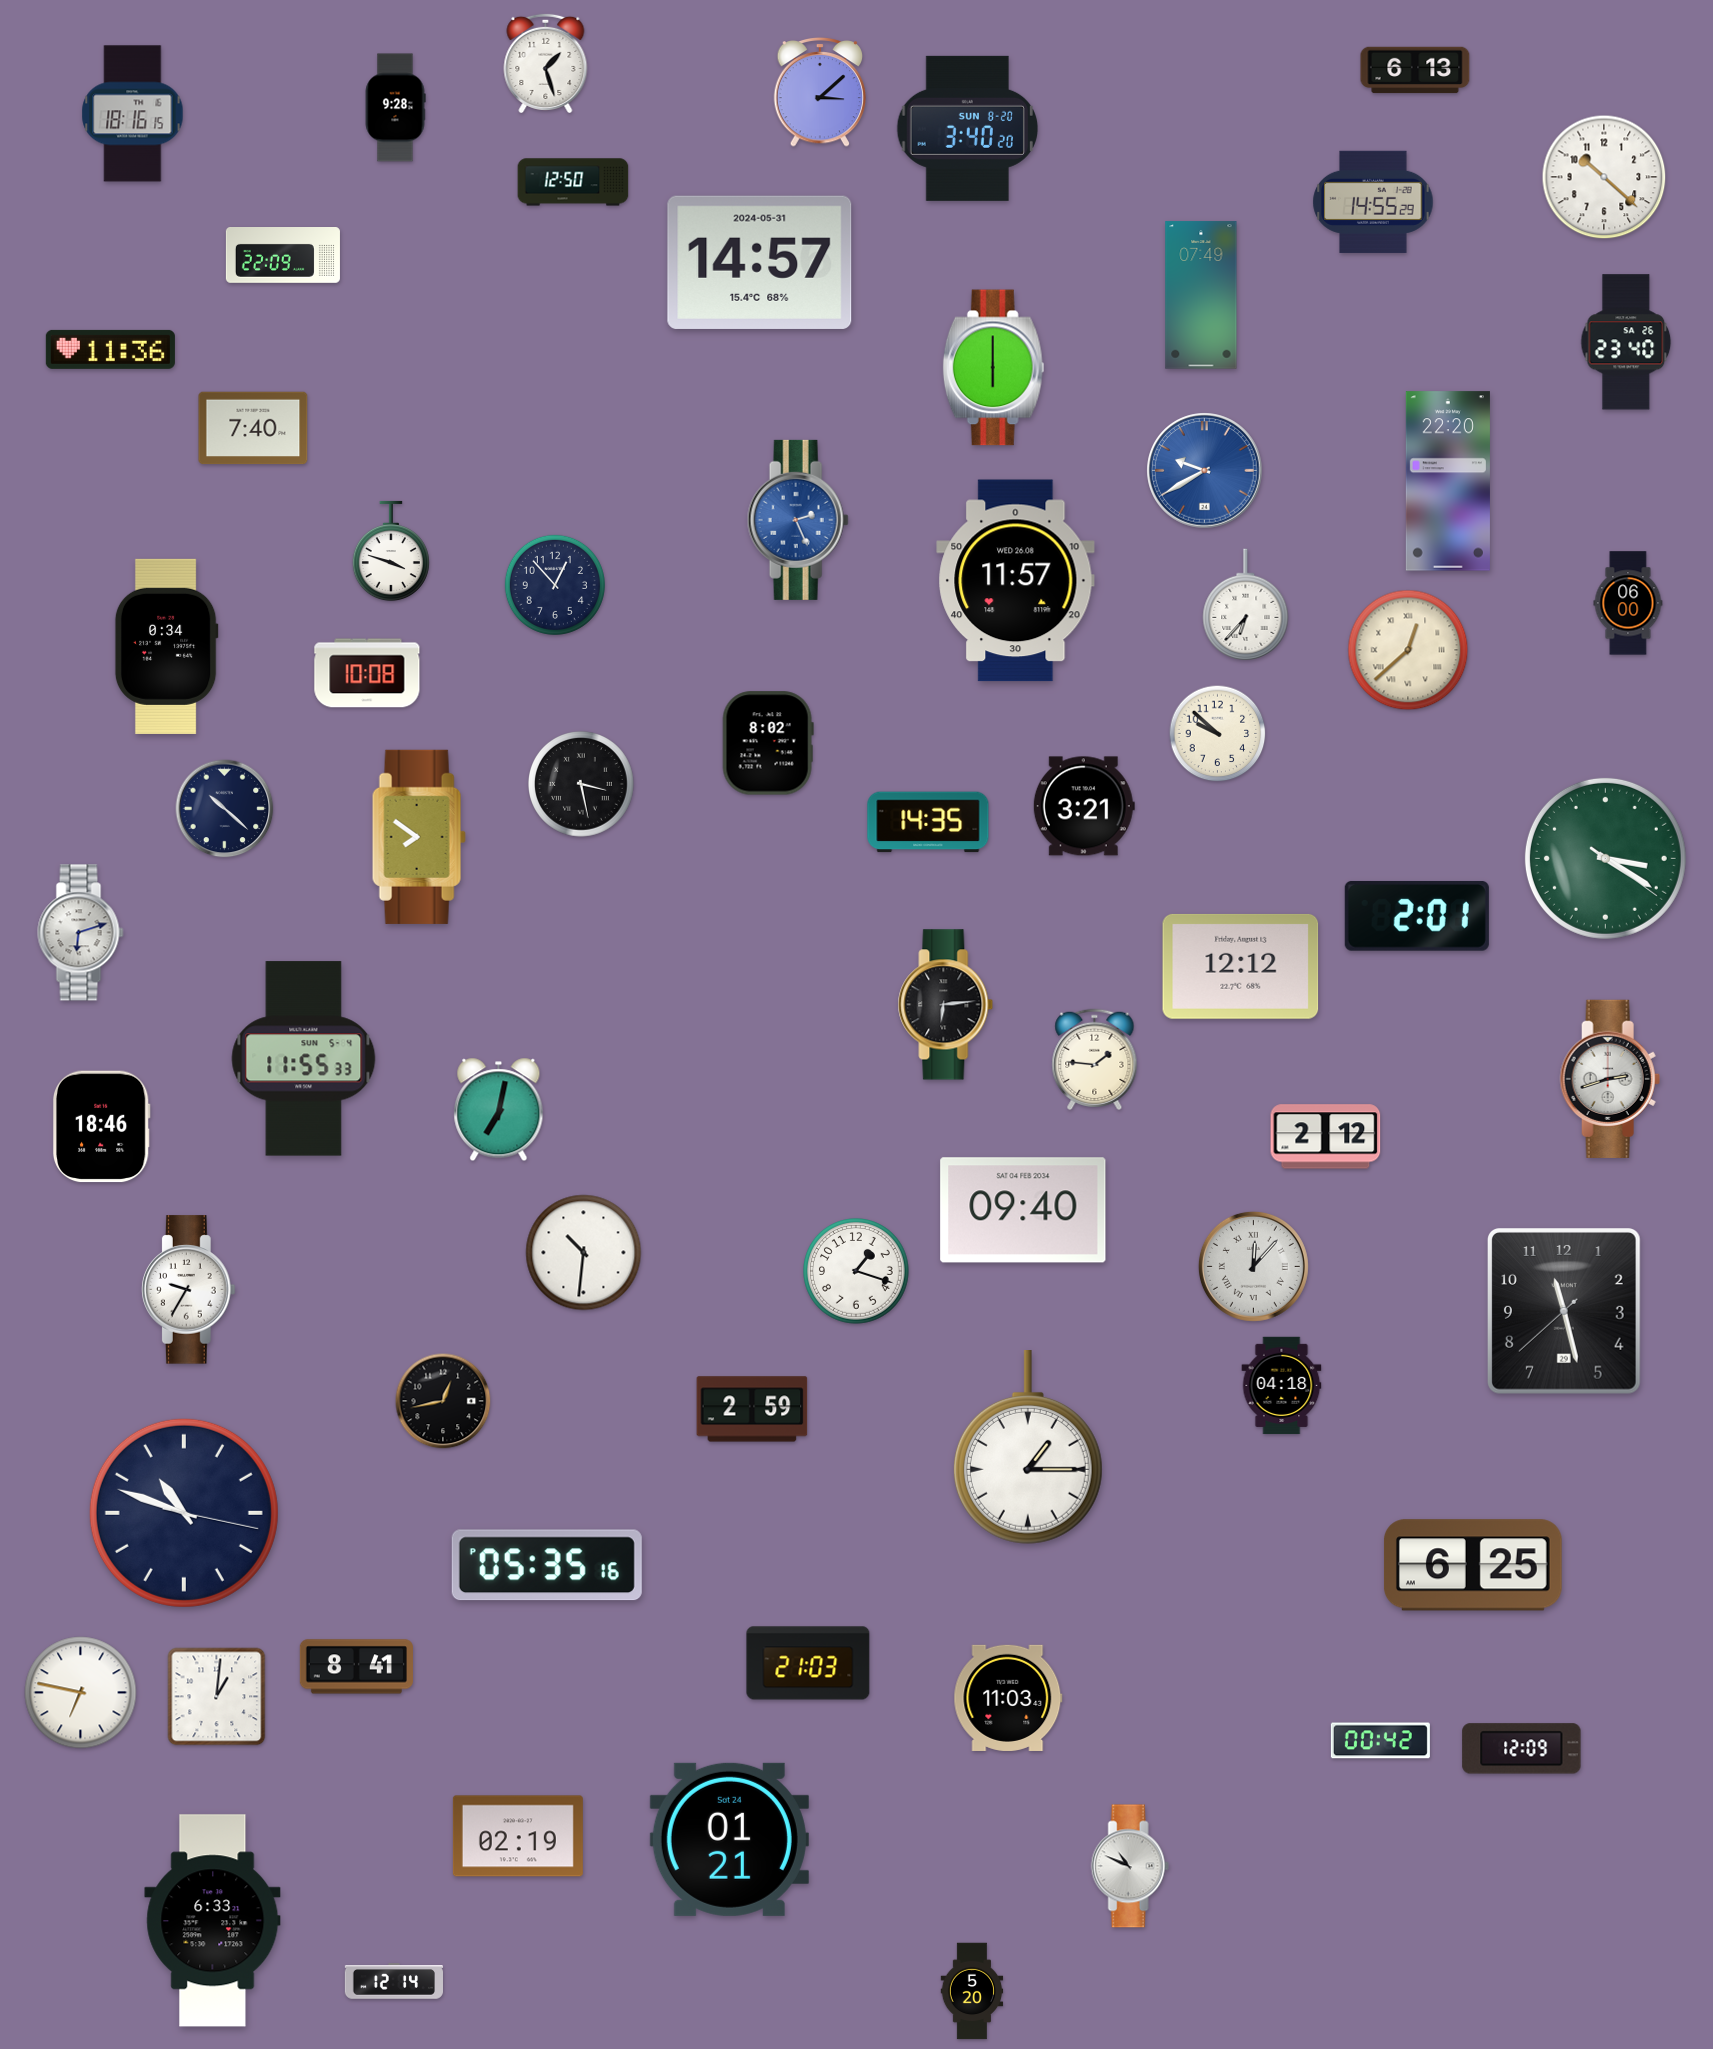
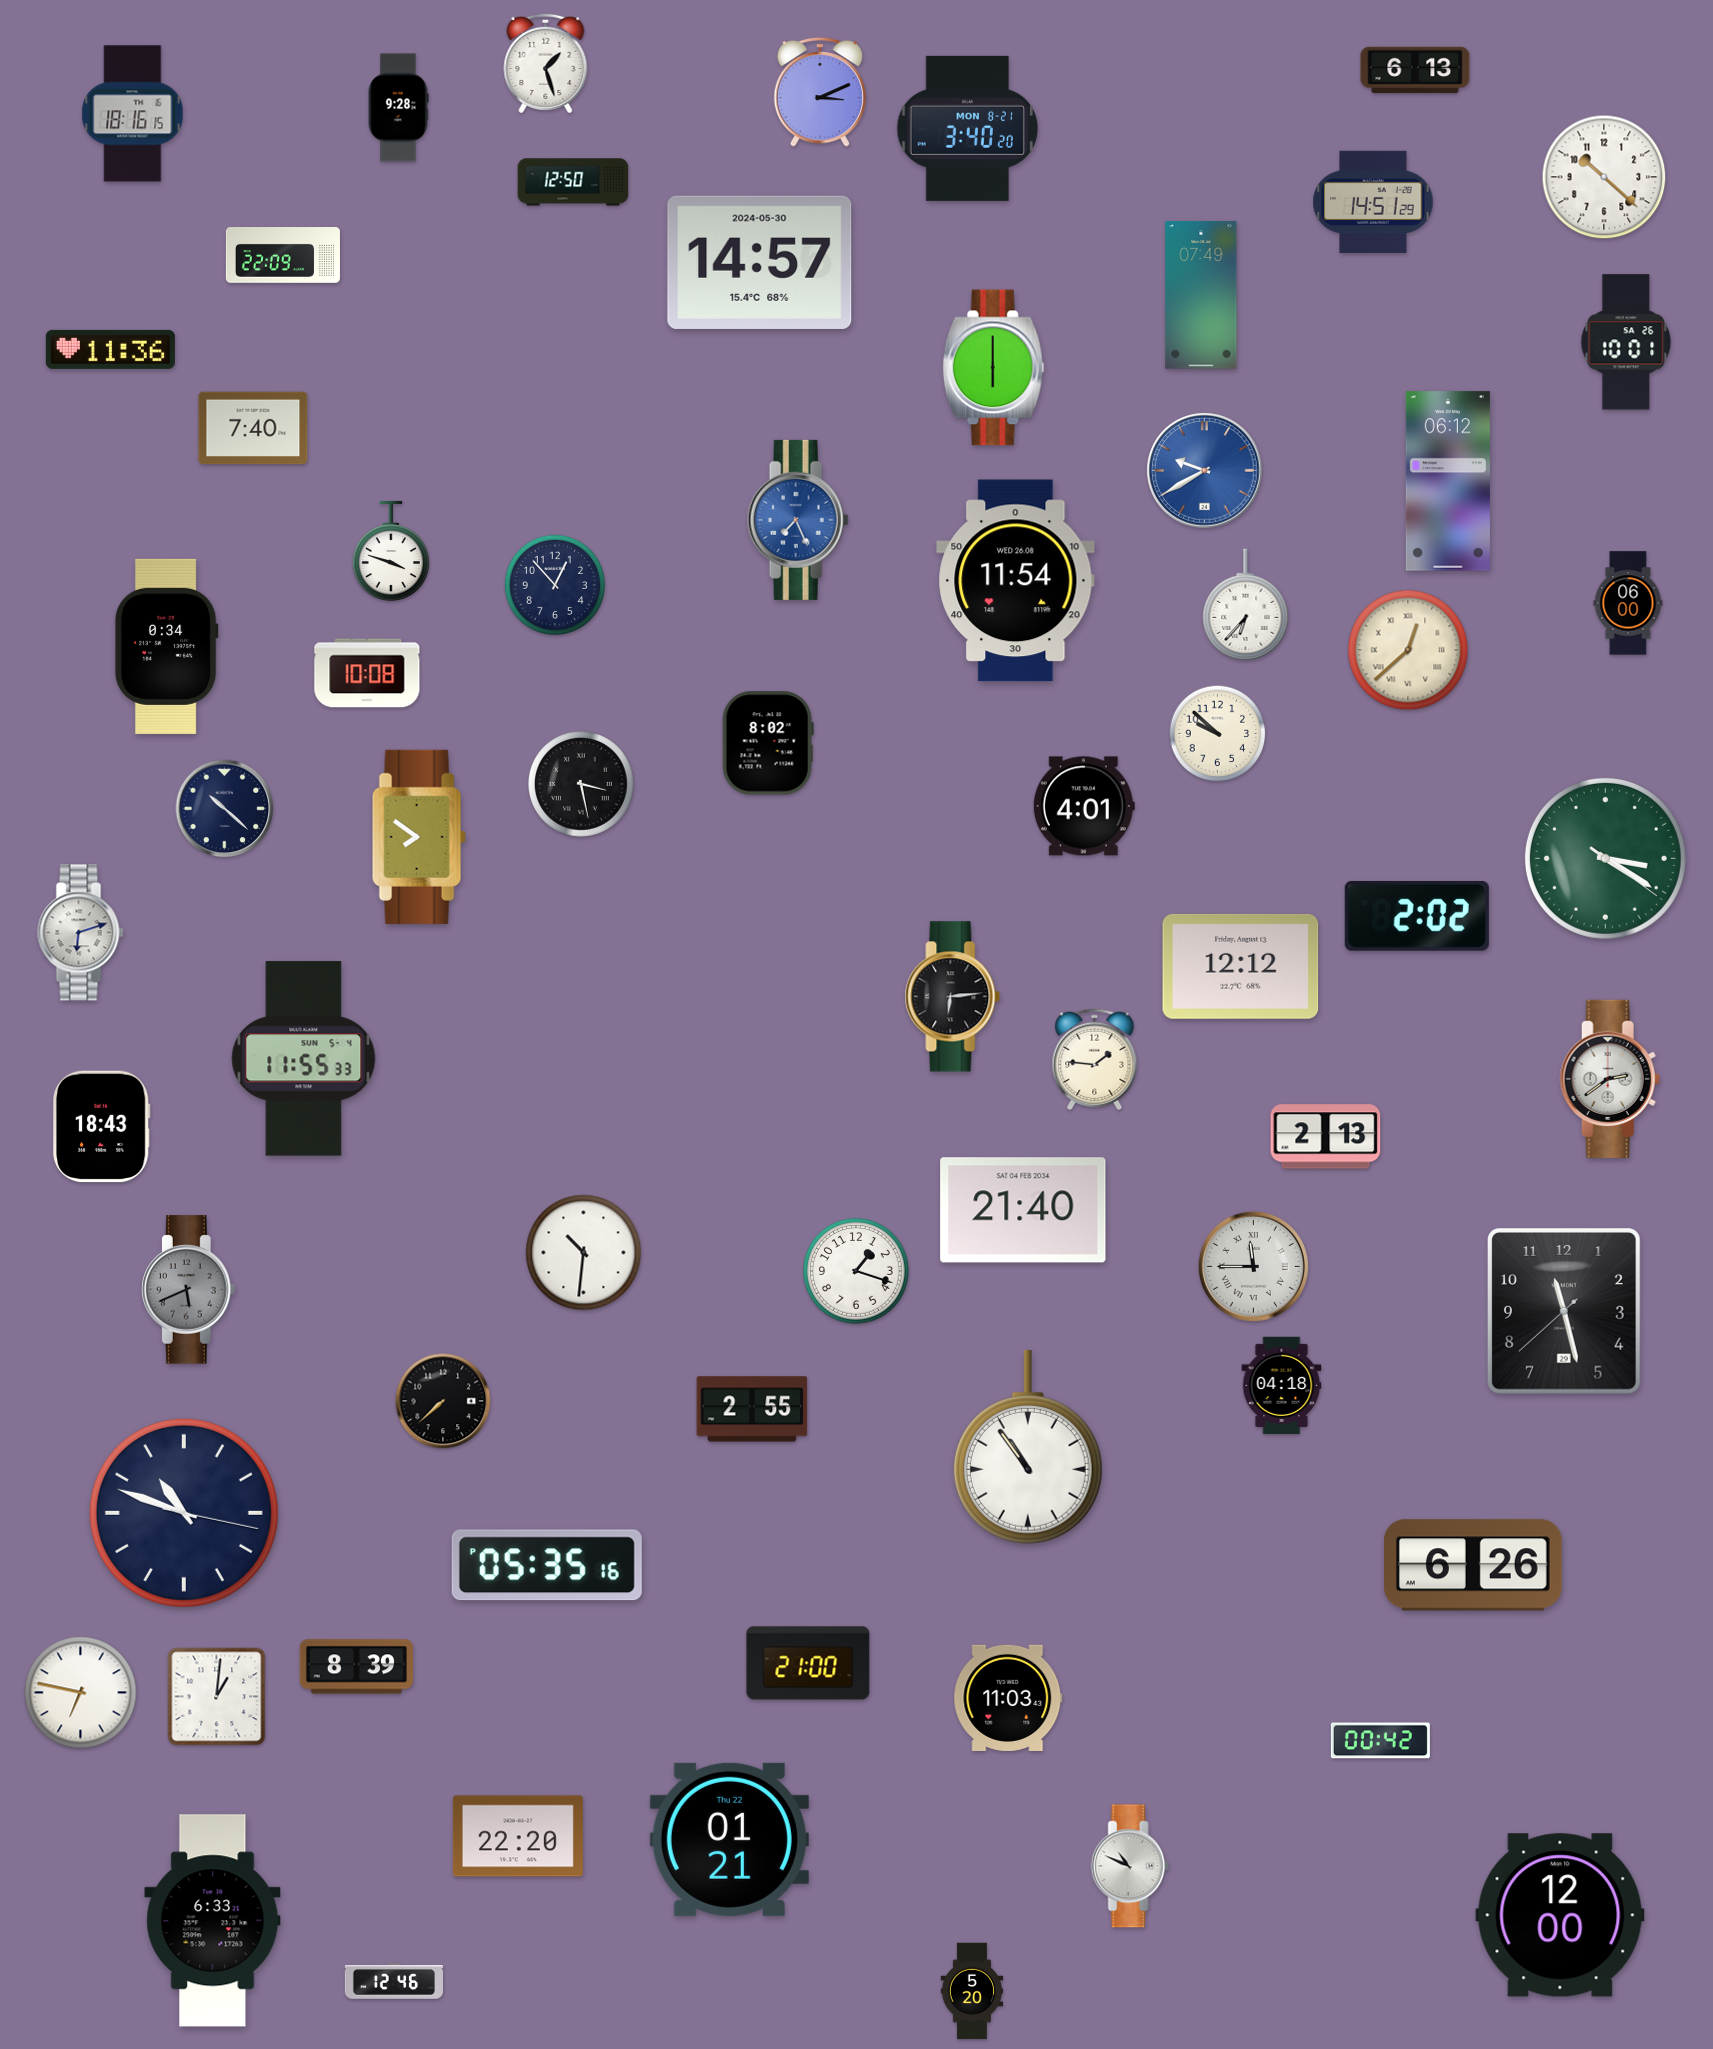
clock at (820, 92): 3:08 -> 3:11
clock at (395, 108) position: (395, 108) -> (398, 108)
clock at (967, 128) date: SUN 8-20 -> MON 8-21
clock at (1373, 202): 14:55 -> 14:51
clock at (760, 262) date: 2024-05-31 -> 2024-05-30
clock at (1626, 342): 23:40 -> 10:01
clock at (1448, 481): 22:20 -> 06:12
clock at (798, 520): 2:26 -> 7:26
clock at (1016, 581): 11:57 -> 11:54
clock at (1084, 806): 3:21 -> 4:01
clock at (928, 822): 14:35 -> none
clock at (1417, 916): 2:01 -> 2:02
clock at (946, 1005) position: (946, 1005) -> (953, 997)
clock at (1610, 1079): 2:42 -> 2:39
clock at (499, 1110): 7:02 -> none
clock at (101, 1127): 18:46 -> 18:43
clock at (1326, 1137): 2:12 -> 2:13
clock at (1023, 1210): 09:40 -> 21:40
clock at (1253, 1266): 12:07 -> 11:45
clock at (188, 1290): 9:35 -> 5:41
clock at (188, 1290) dial: white -> grey
clock at (443, 1401): 12:43 -> 7:38
clock at (752, 1409): 2:59 -> 2:55
clock at (1028, 1448): 1:15 -> 10:54
clock at (1473, 1565): 6:25 -> 6:26
clock at (808, 1663): 21:03 -> 21:00
clock at (356, 1667): 8:41 -> 8:39
clock at (1522, 1749): 12:09 -> none
clock at (518, 1836): 02:19 -> 22:20
clock at (729, 1839) date: Sat 24 -> Thu 22
clock at (1560, 1915): none -> 12:00
clock at (393, 1981): 12:14 -> 12:46
